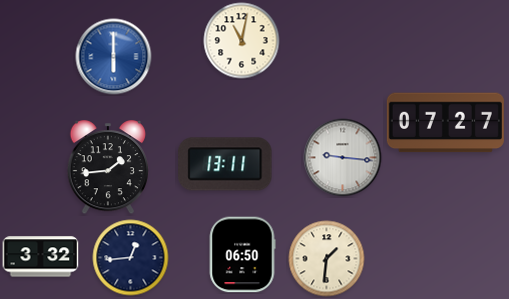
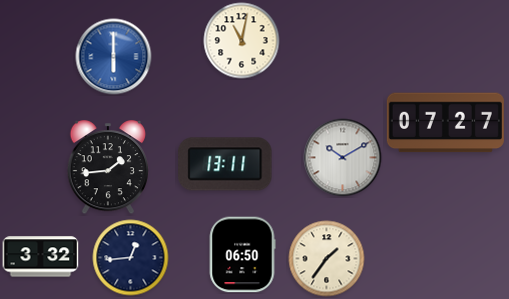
clock at (343, 158): 9:16 -> 10:10
clock at (327, 259): 1:31 -> 1:36
